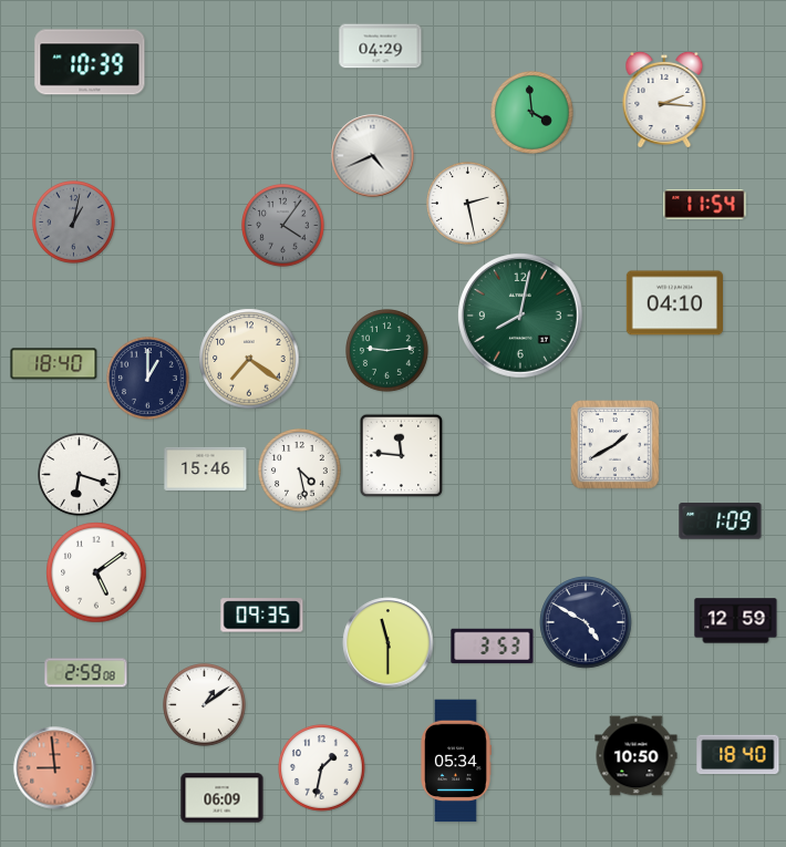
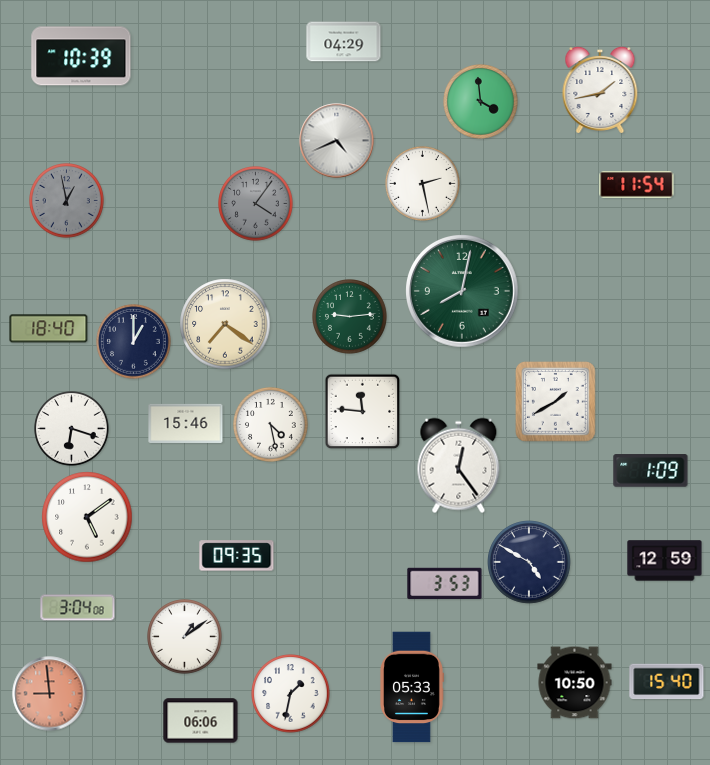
clock at (664, 100): 2:16 -> 1:43
clock at (74, 223): 1:02 -> 12:58
clock at (674, 303): 04:10 -> none
clock at (521, 317) position: (521, 317) -> (463, 292)
clock at (459, 466): none -> 12:24
clock at (389, 643): 11:30 -> none
clock at (86, 673): 2:59 -> 3:04
clock at (738, 755): 18:40 -> 15:40
clock at (456, 761): 05:34 -> 05:33
clock at (223, 798): 06:09 -> 06:06
